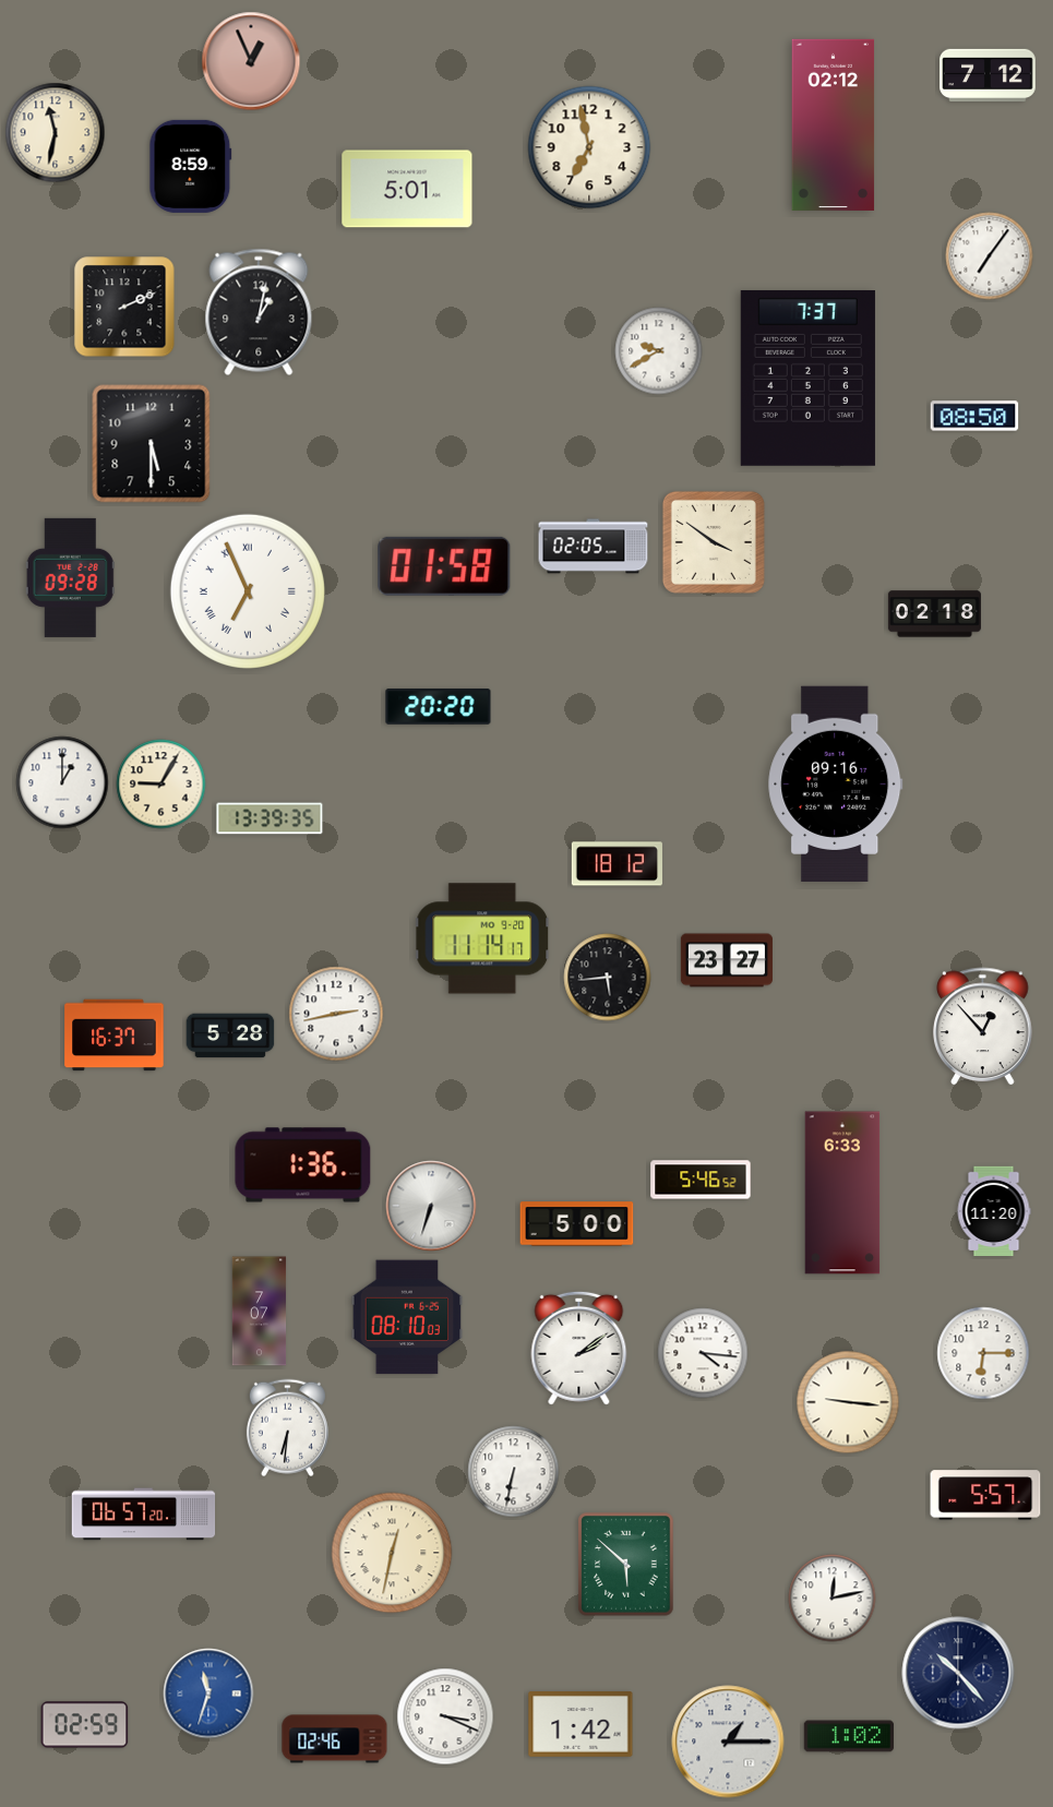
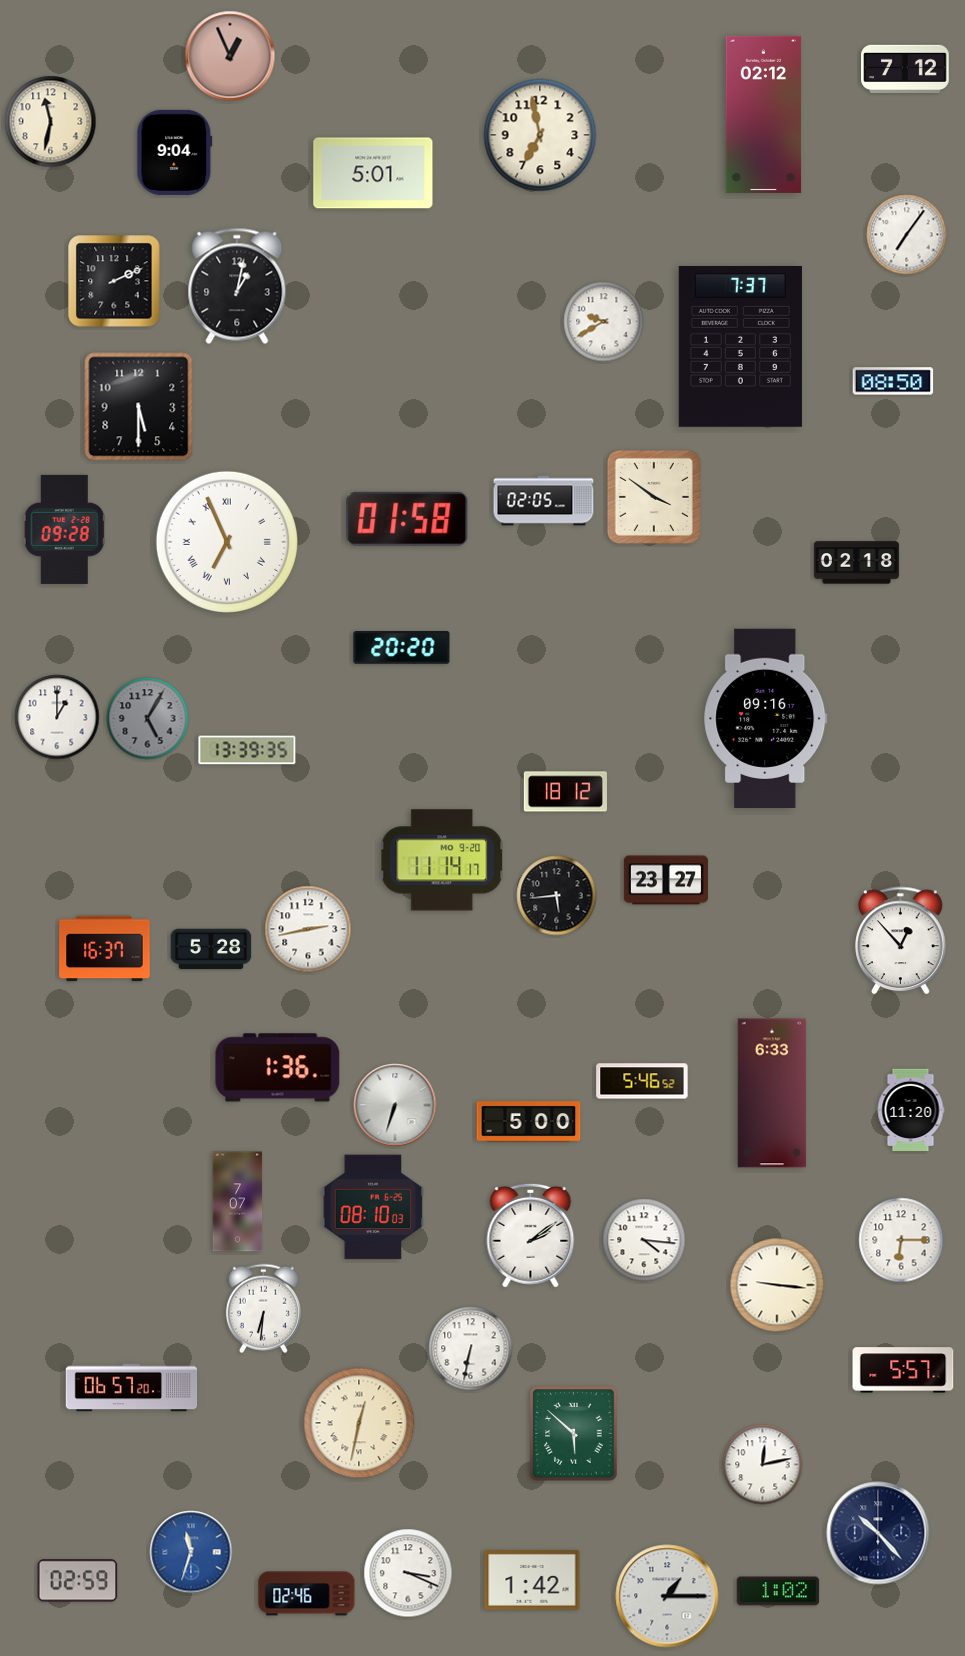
clock at (191, 166): 8:59 -> 9:04
clock at (161, 785): 9:05 -> 5:05
clock at (161, 785) dial: cream -> grey
